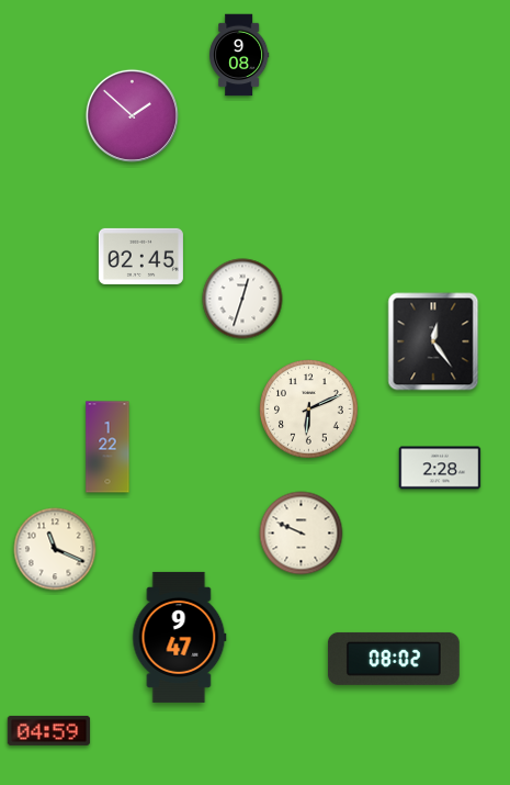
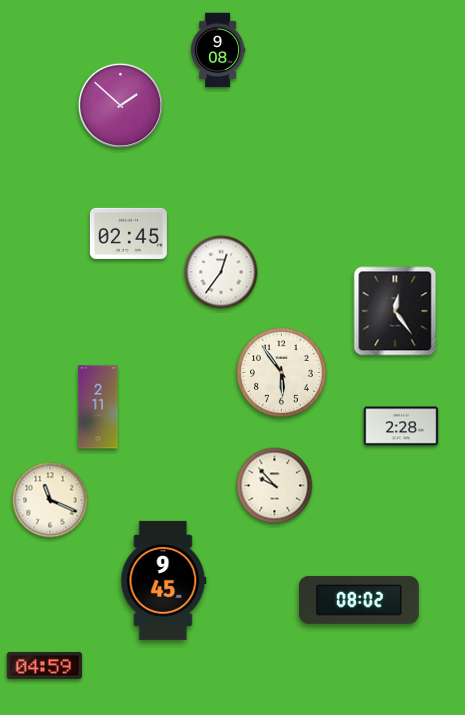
clock at (242, 299): 12:33 -> 12:36
clock at (309, 410): 6:11 -> 5:54
clock at (107, 447): 1:22 -> 2:11
clock at (302, 534): 9:49 -> 9:53
clock at (180, 637): 9:47 -> 9:45
